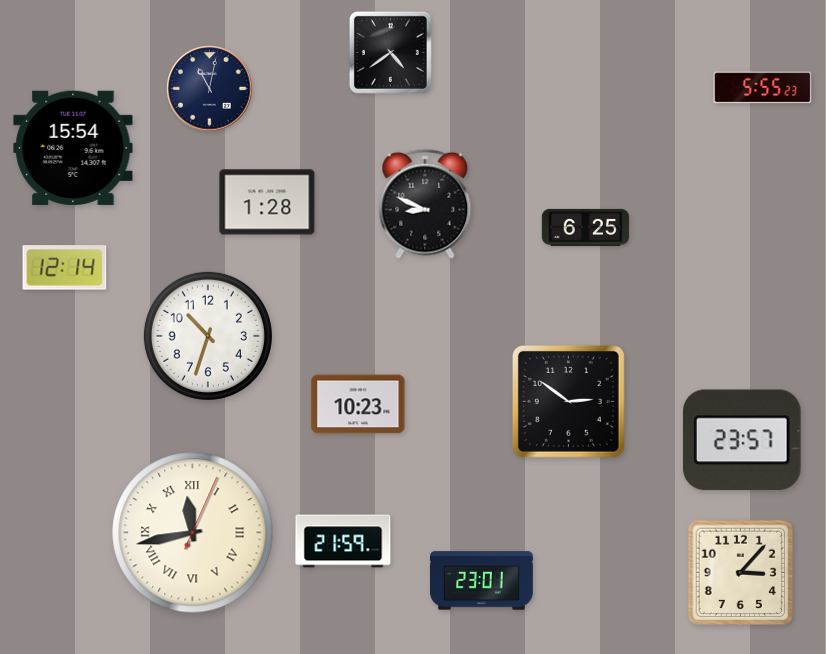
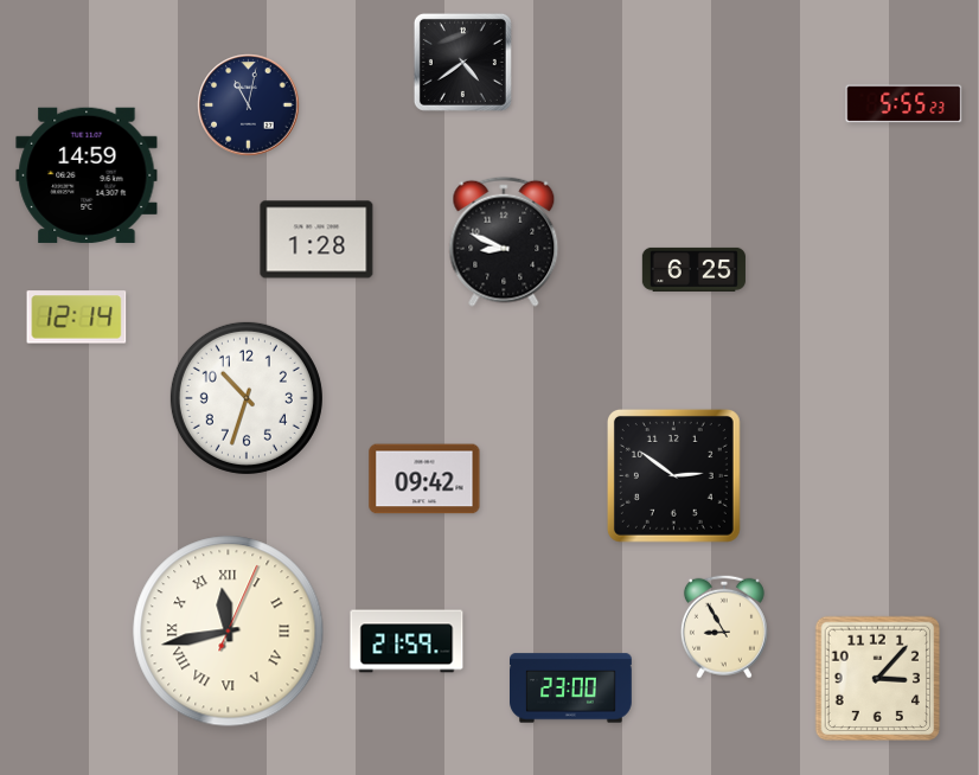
clock at (73, 148): 15:54 -> 14:59
clock at (358, 404): 10:23 -> 09:42
clock at (742, 440): 23:57 -> none
clock at (724, 627): none -> 8:55
clock at (482, 581): 23:01 -> 23:00
